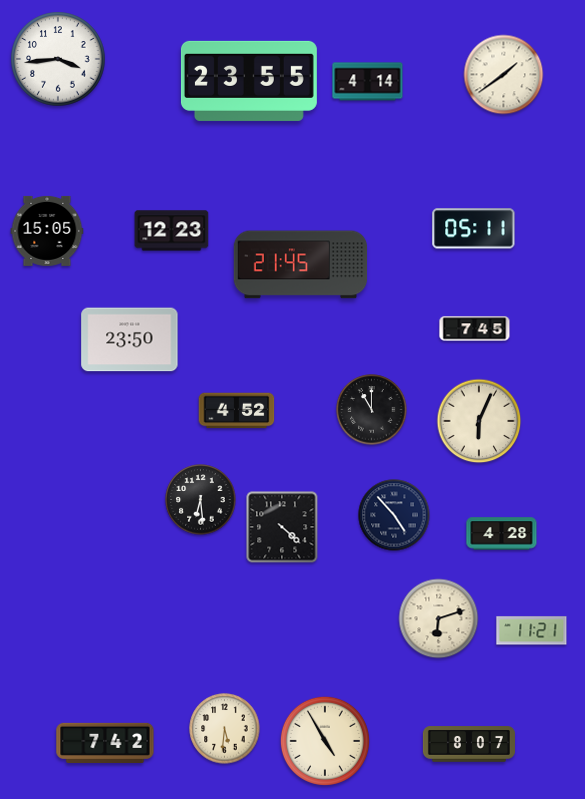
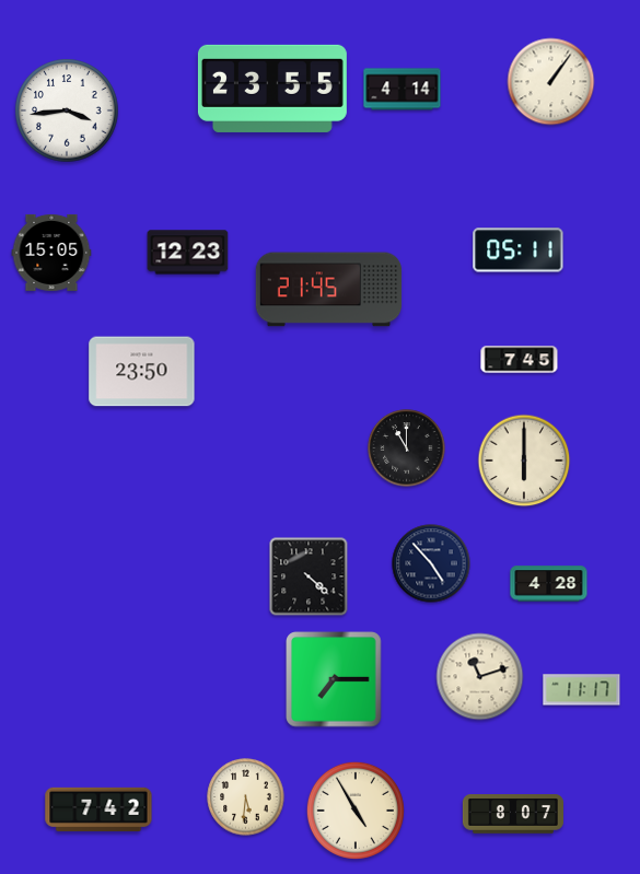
clock at (58, 59) position: (58, 59) -> (67, 110)
clock at (504, 75): 1:39 -> 1:06
clock at (237, 411): 4:52 -> none
clock at (479, 421): 6:04 -> 6:00
clock at (201, 500): 6:29 -> none
clock at (439, 619): 6:12 -> 11:12
clock at (334, 679): none -> 7:15
clock at (532, 631): 11:21 -> 11:17
clock at (105, 742) position: (105, 742) -> (98, 808)
